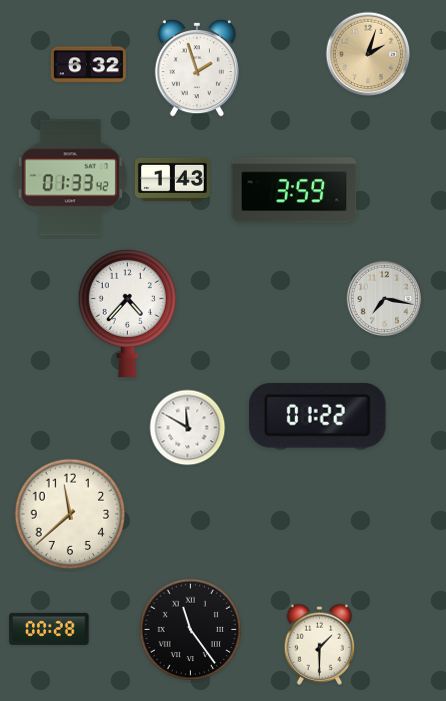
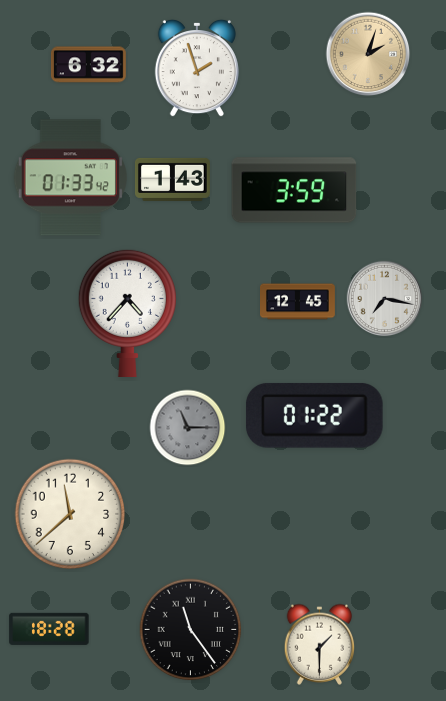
clock at (298, 302): none -> 12:45
clock at (317, 415) position: (317, 415) -> (314, 415)
clock at (188, 428): 11:50 -> 11:15
clock at (188, 428) dial: white -> grey
clock at (49, 629): 00:28 -> 18:28
